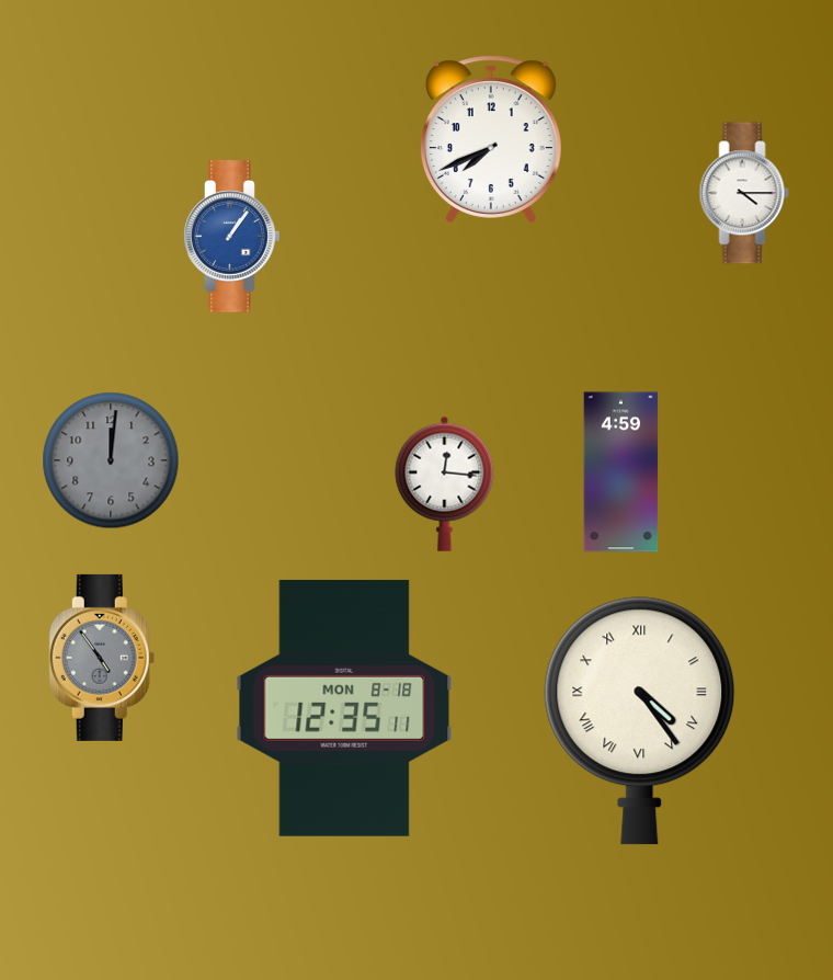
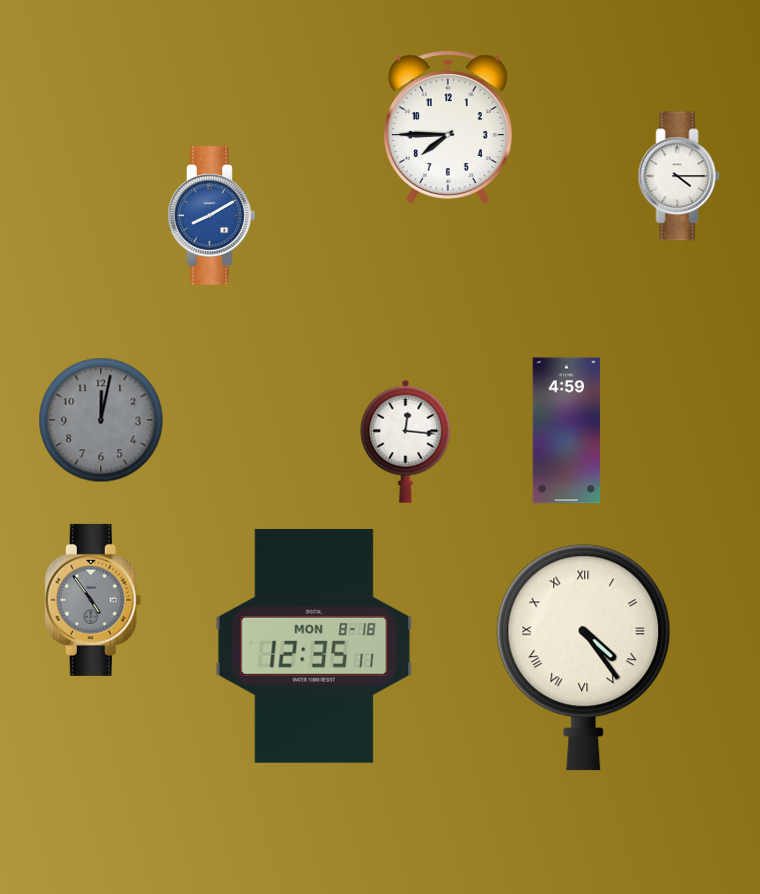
clock at (491, 139): 7:41 -> 7:45
clock at (232, 237): 1:06 -> 8:10
clock at (111, 460): 12:01 -> 12:02
